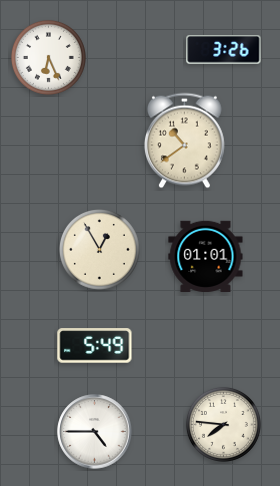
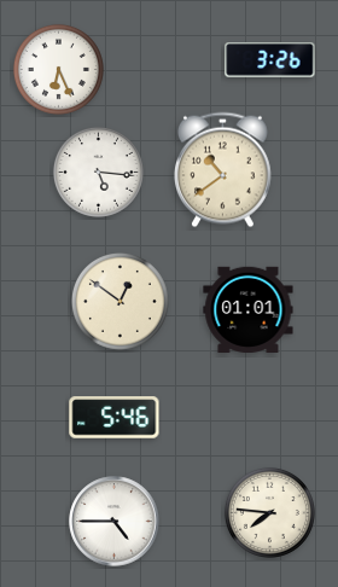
clock at (98, 172): none -> 5:16
clock at (99, 249): 12:55 -> 12:51
clock at (95, 346): 5:49 -> 5:46
